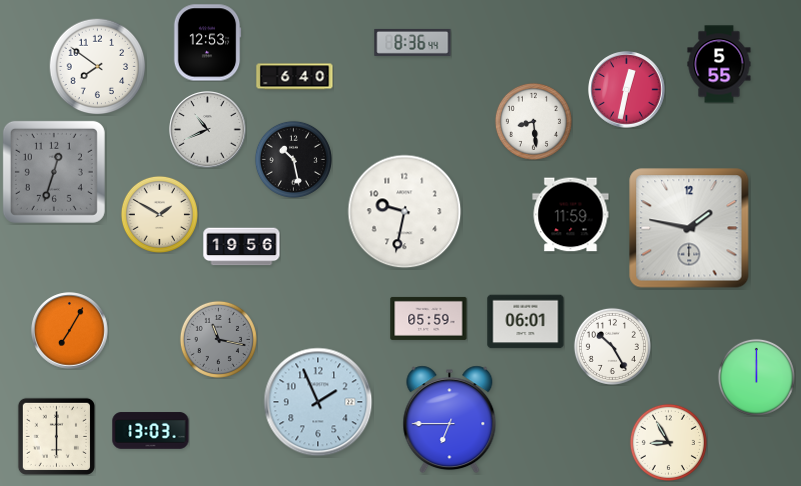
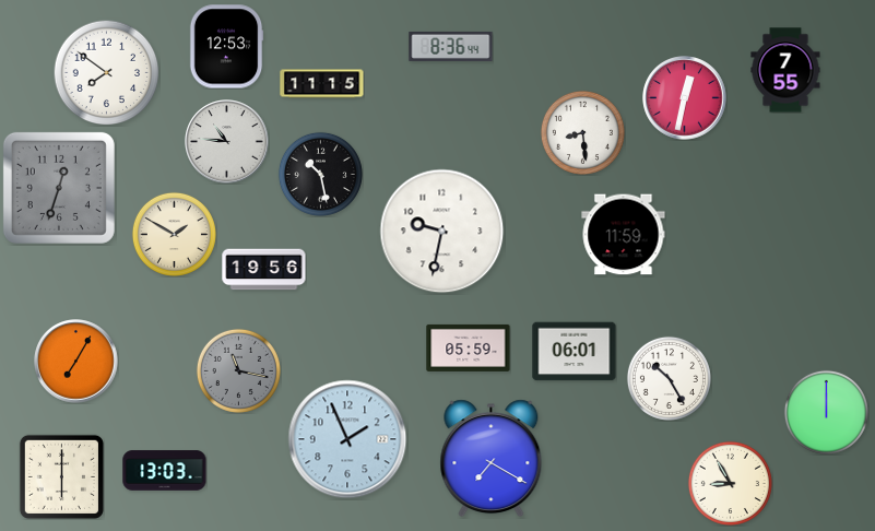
clock at (719, 64): 5:55 -> 7:55
clock at (295, 77): 6:40 -> 11:15
clock at (208, 130): 10:41 -> 10:46
clock at (689, 228): 1:47 -> none
clock at (450, 420): 6:45 -> 7:20
